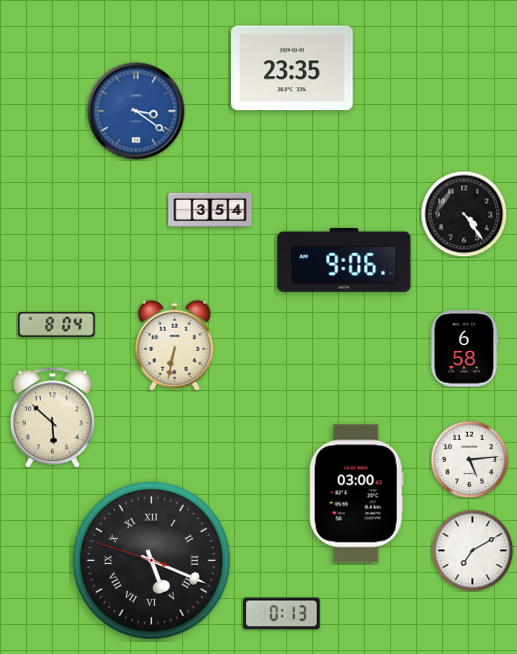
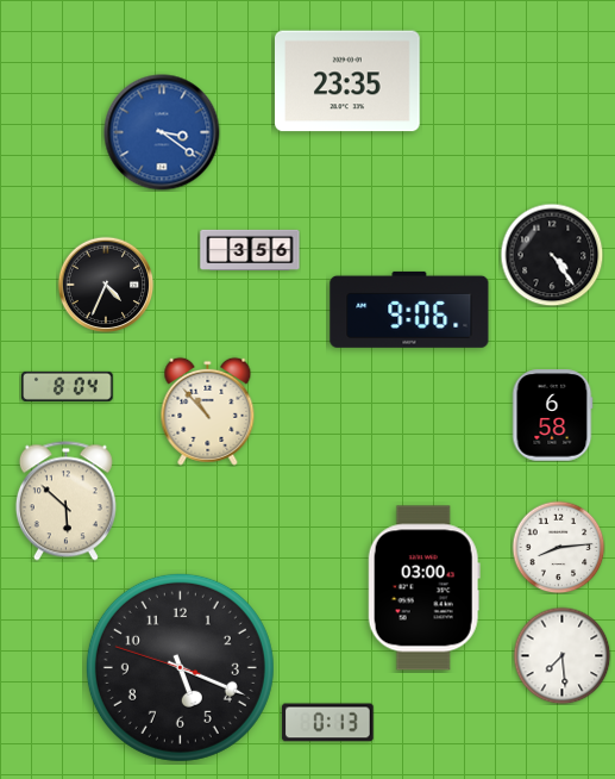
clock at (210, 210): 3:54 -> 3:56
clock at (106, 285): none -> 4:34
clock at (175, 345): 6:32 -> 10:53
clock at (52, 418) position: (52, 418) -> (65, 501)
clock at (469, 459): 5:14 -> 8:14
clock at (472, 550): 7:10 -> 7:29
clock at (151, 560) numerals: Roman -> Arabic
clock at (282, 614) position: (282, 614) -> (328, 723)
